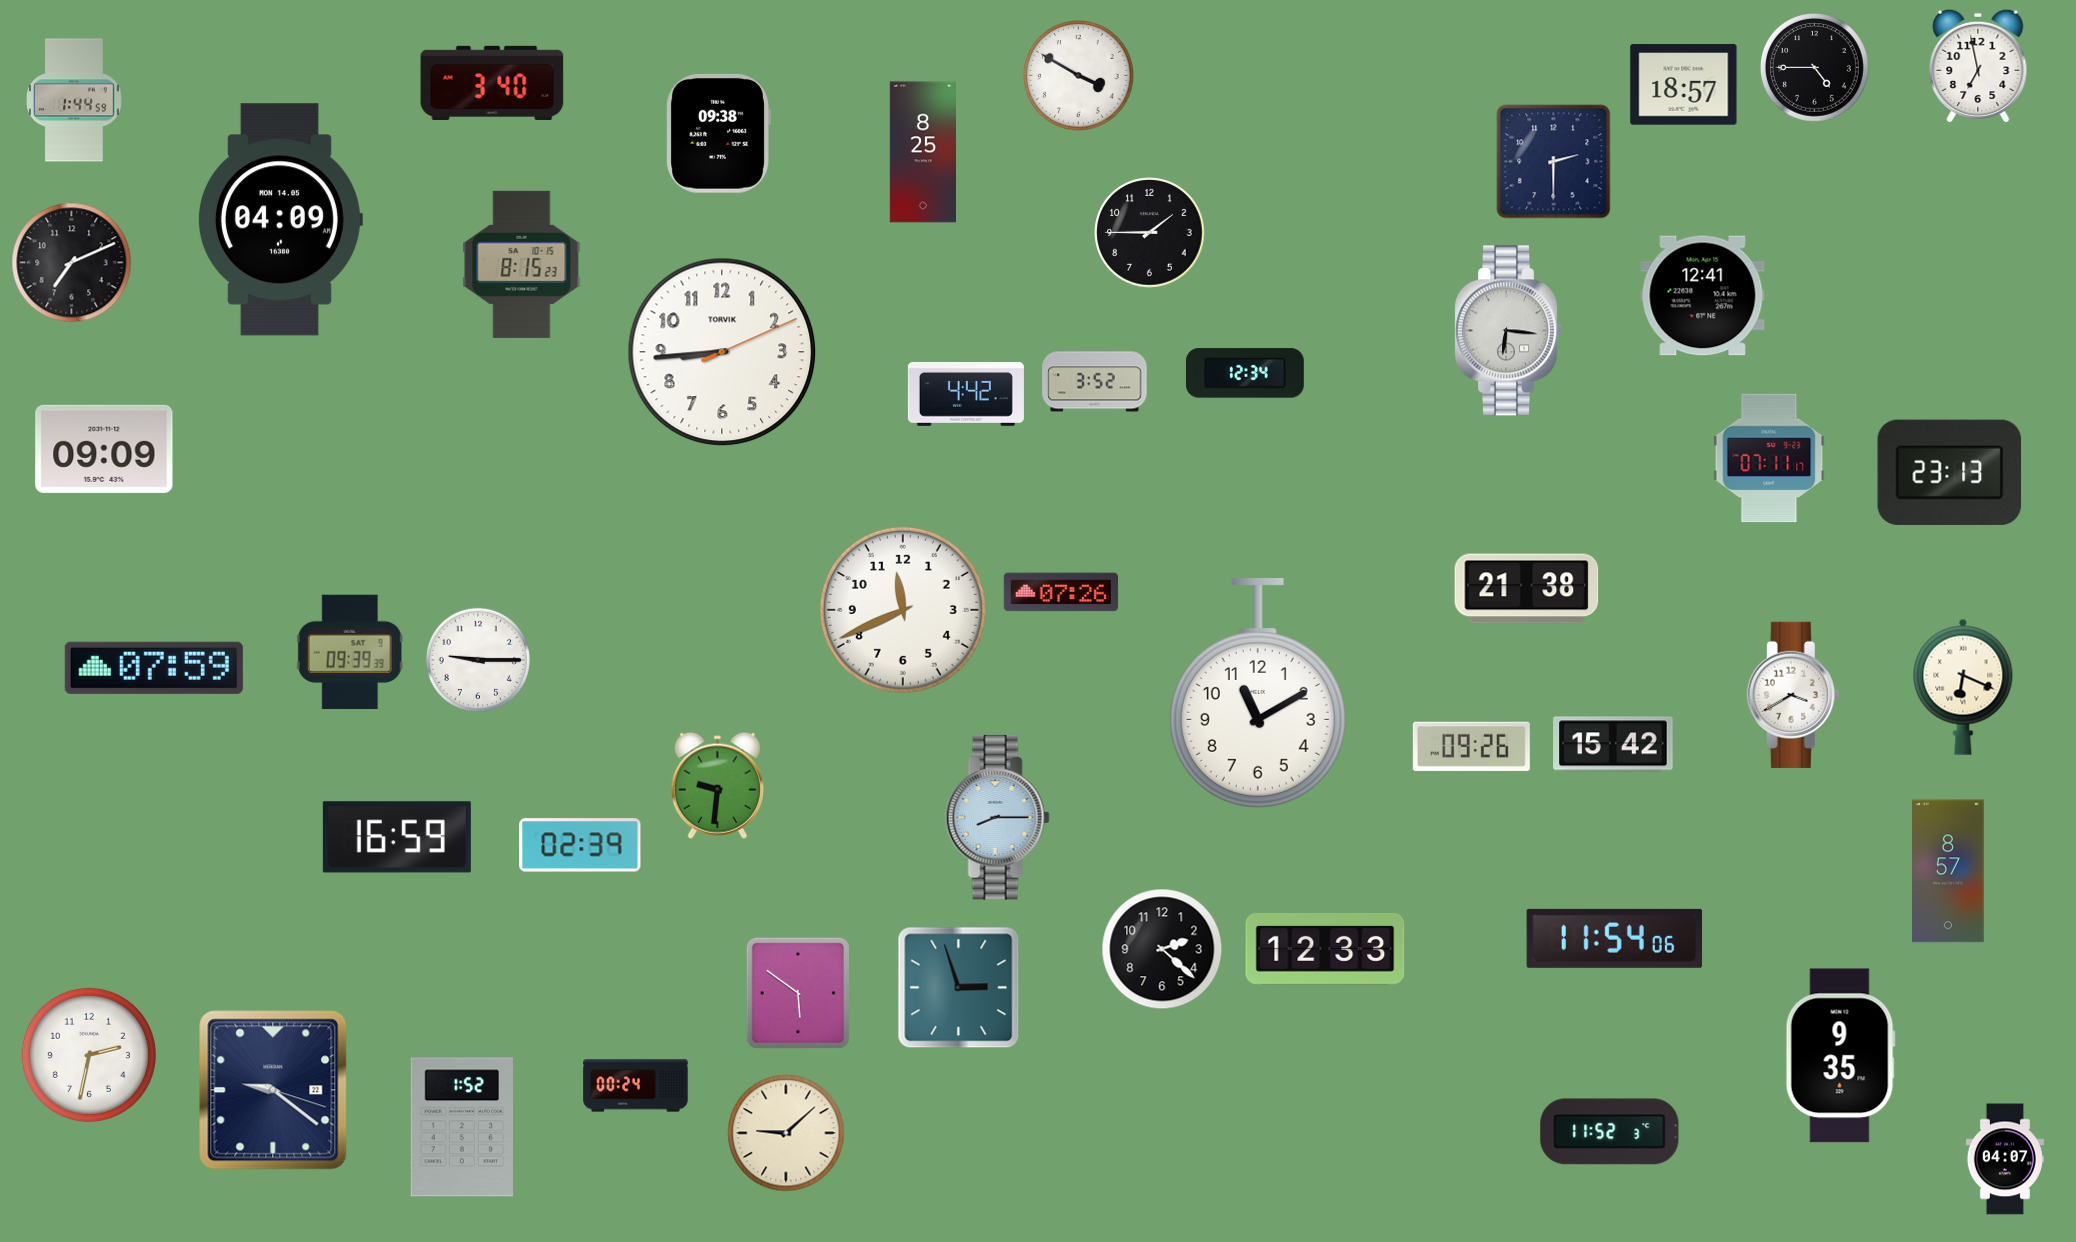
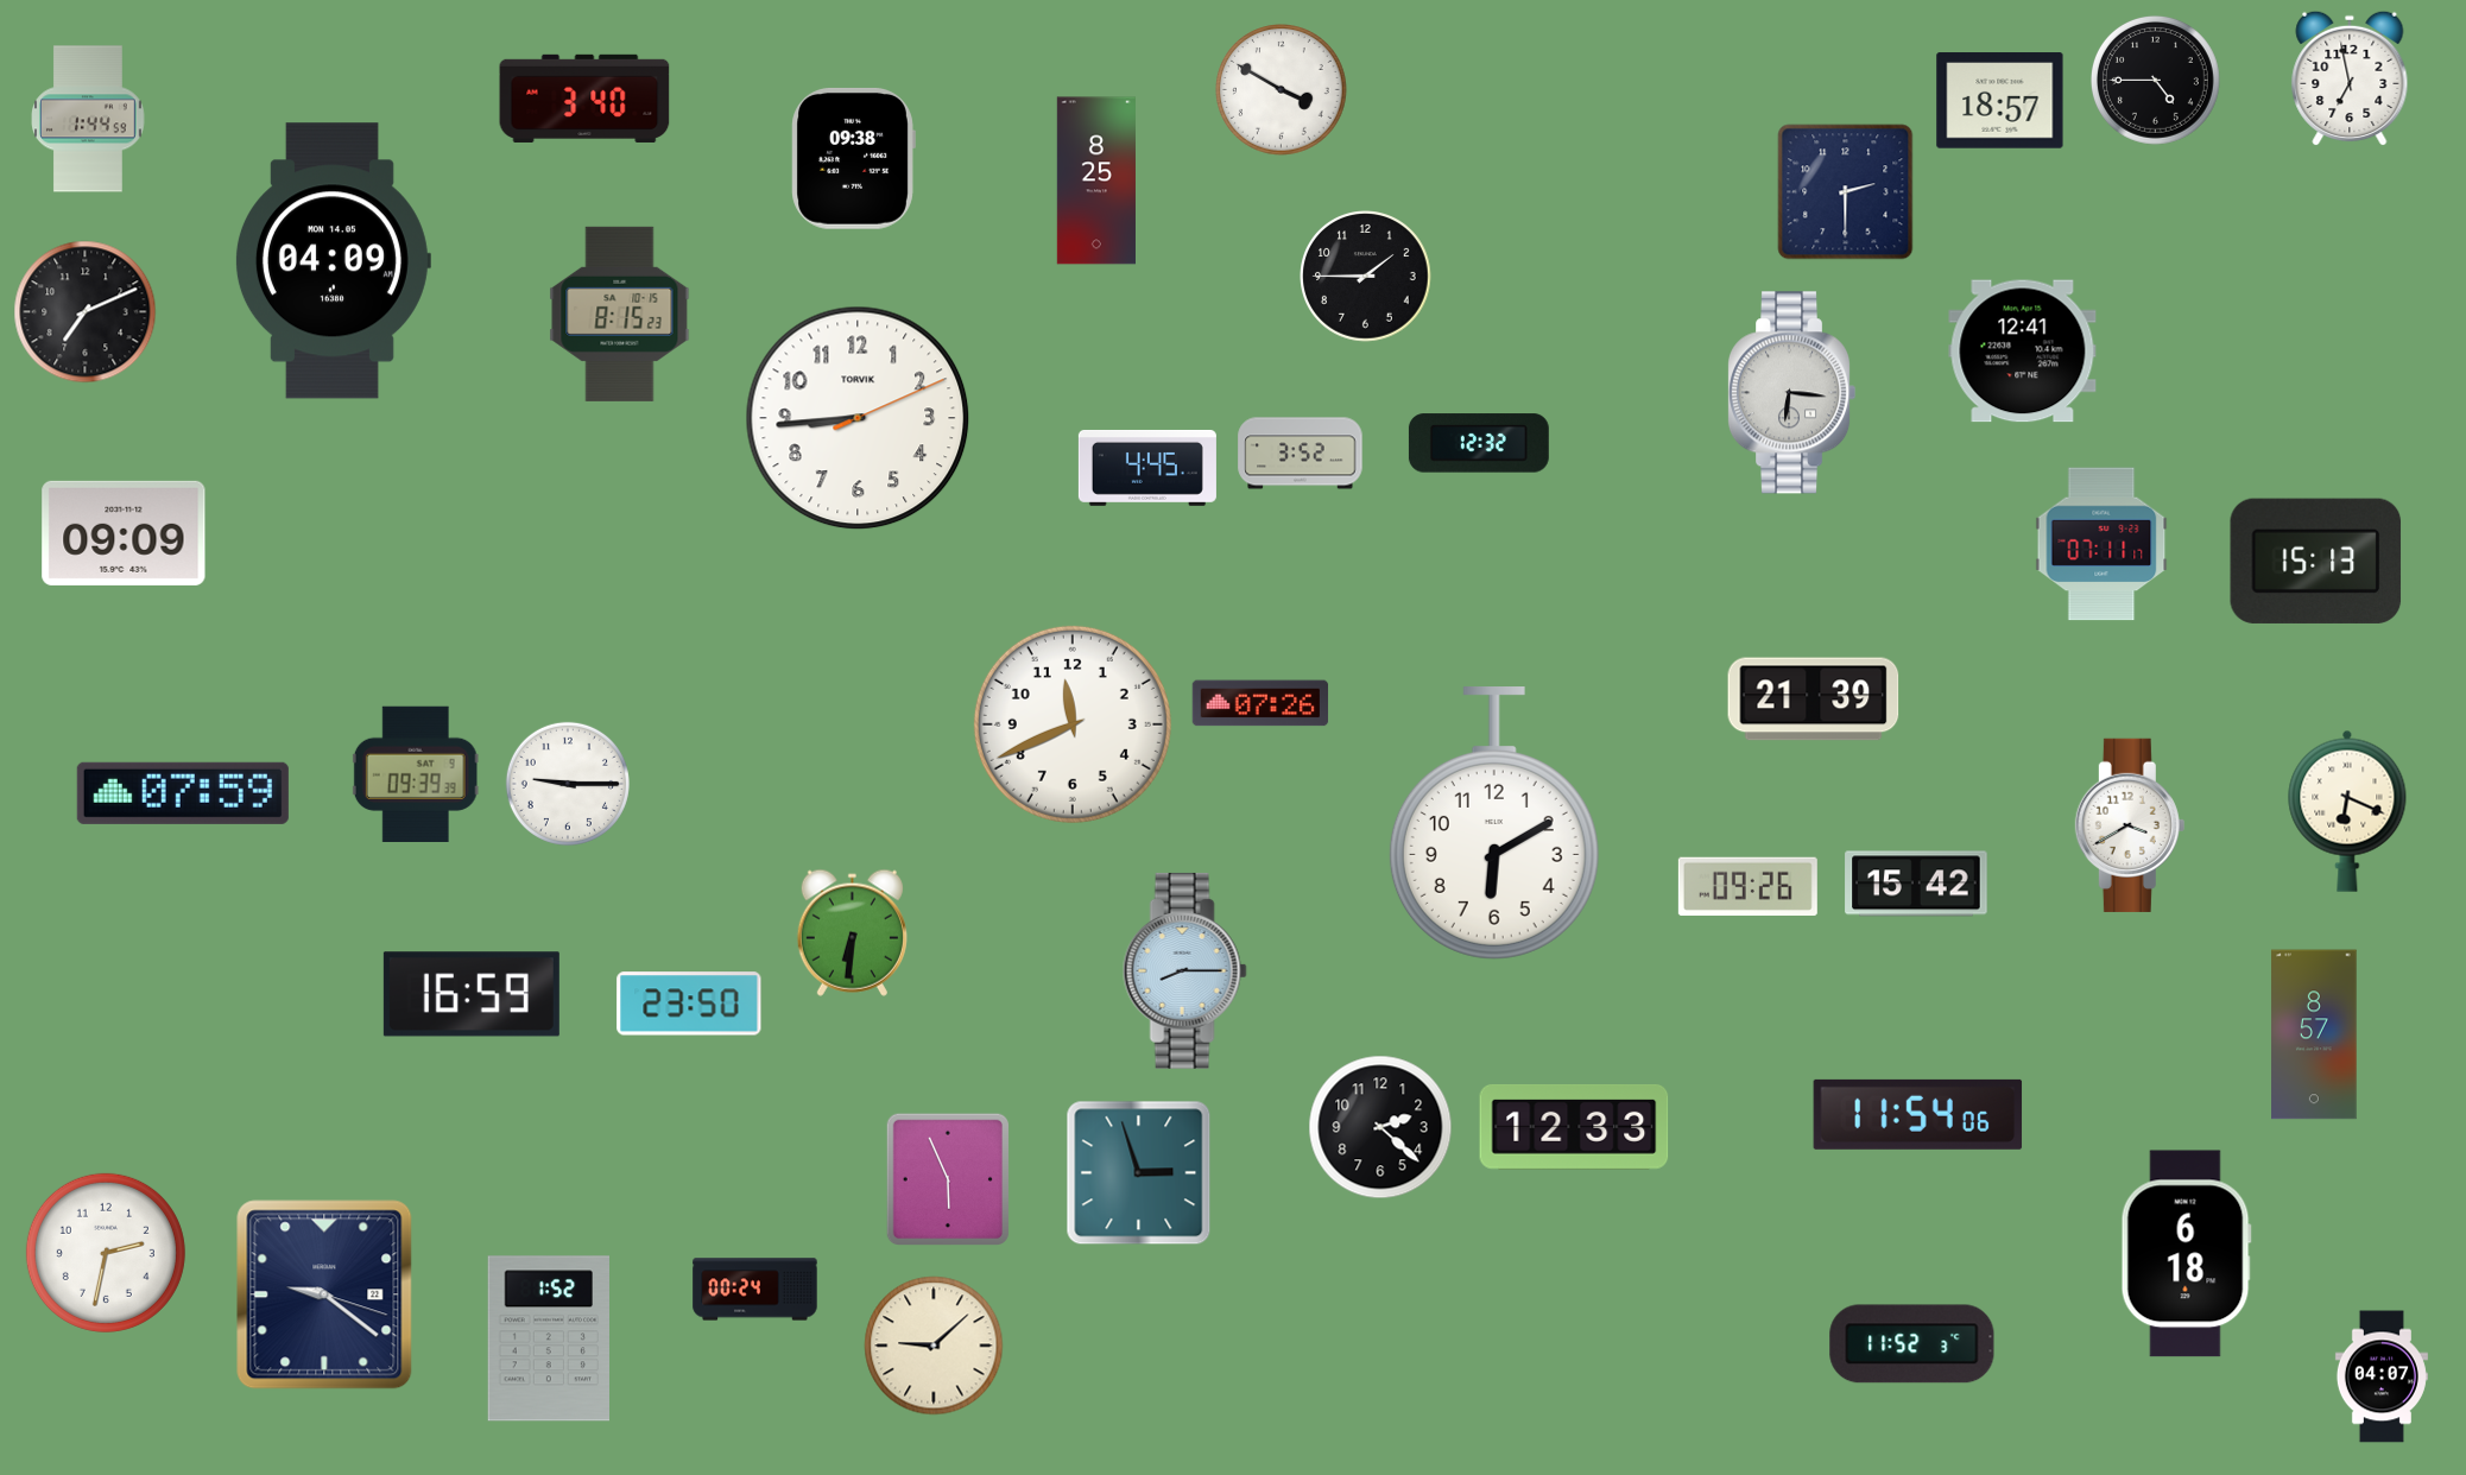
clock at (1245, 373): 12:34 -> 12:32
clock at (966, 394): 4:42 -> 4:45
clock at (1950, 472): 23:13 -> 15:13
clock at (1527, 589): 21:38 -> 21:39
clock at (1963, 687) position: (1963, 687) -> (2347, 811)
clock at (1258, 693): 11:10 -> 6:10
clock at (717, 785): 9:31 -> 6:31
clock at (580, 845): 02:39 -> 23:50
clock at (798, 992): 5:51 -> 5:56
clock at (1840, 1056): 9:35 -> 6:18
